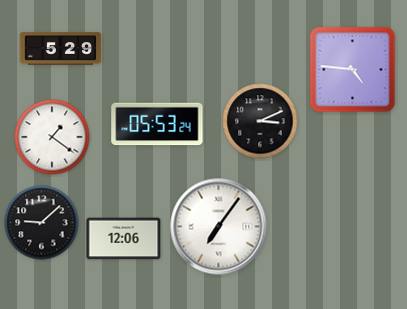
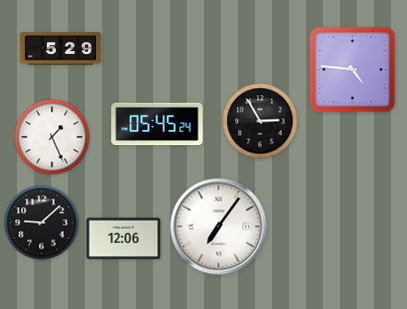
clock at (260, 121): 3:11 -> 2:55
clock at (157, 124): 05:53 -> 05:45
clock at (52, 137): 1:21 -> 1:26
